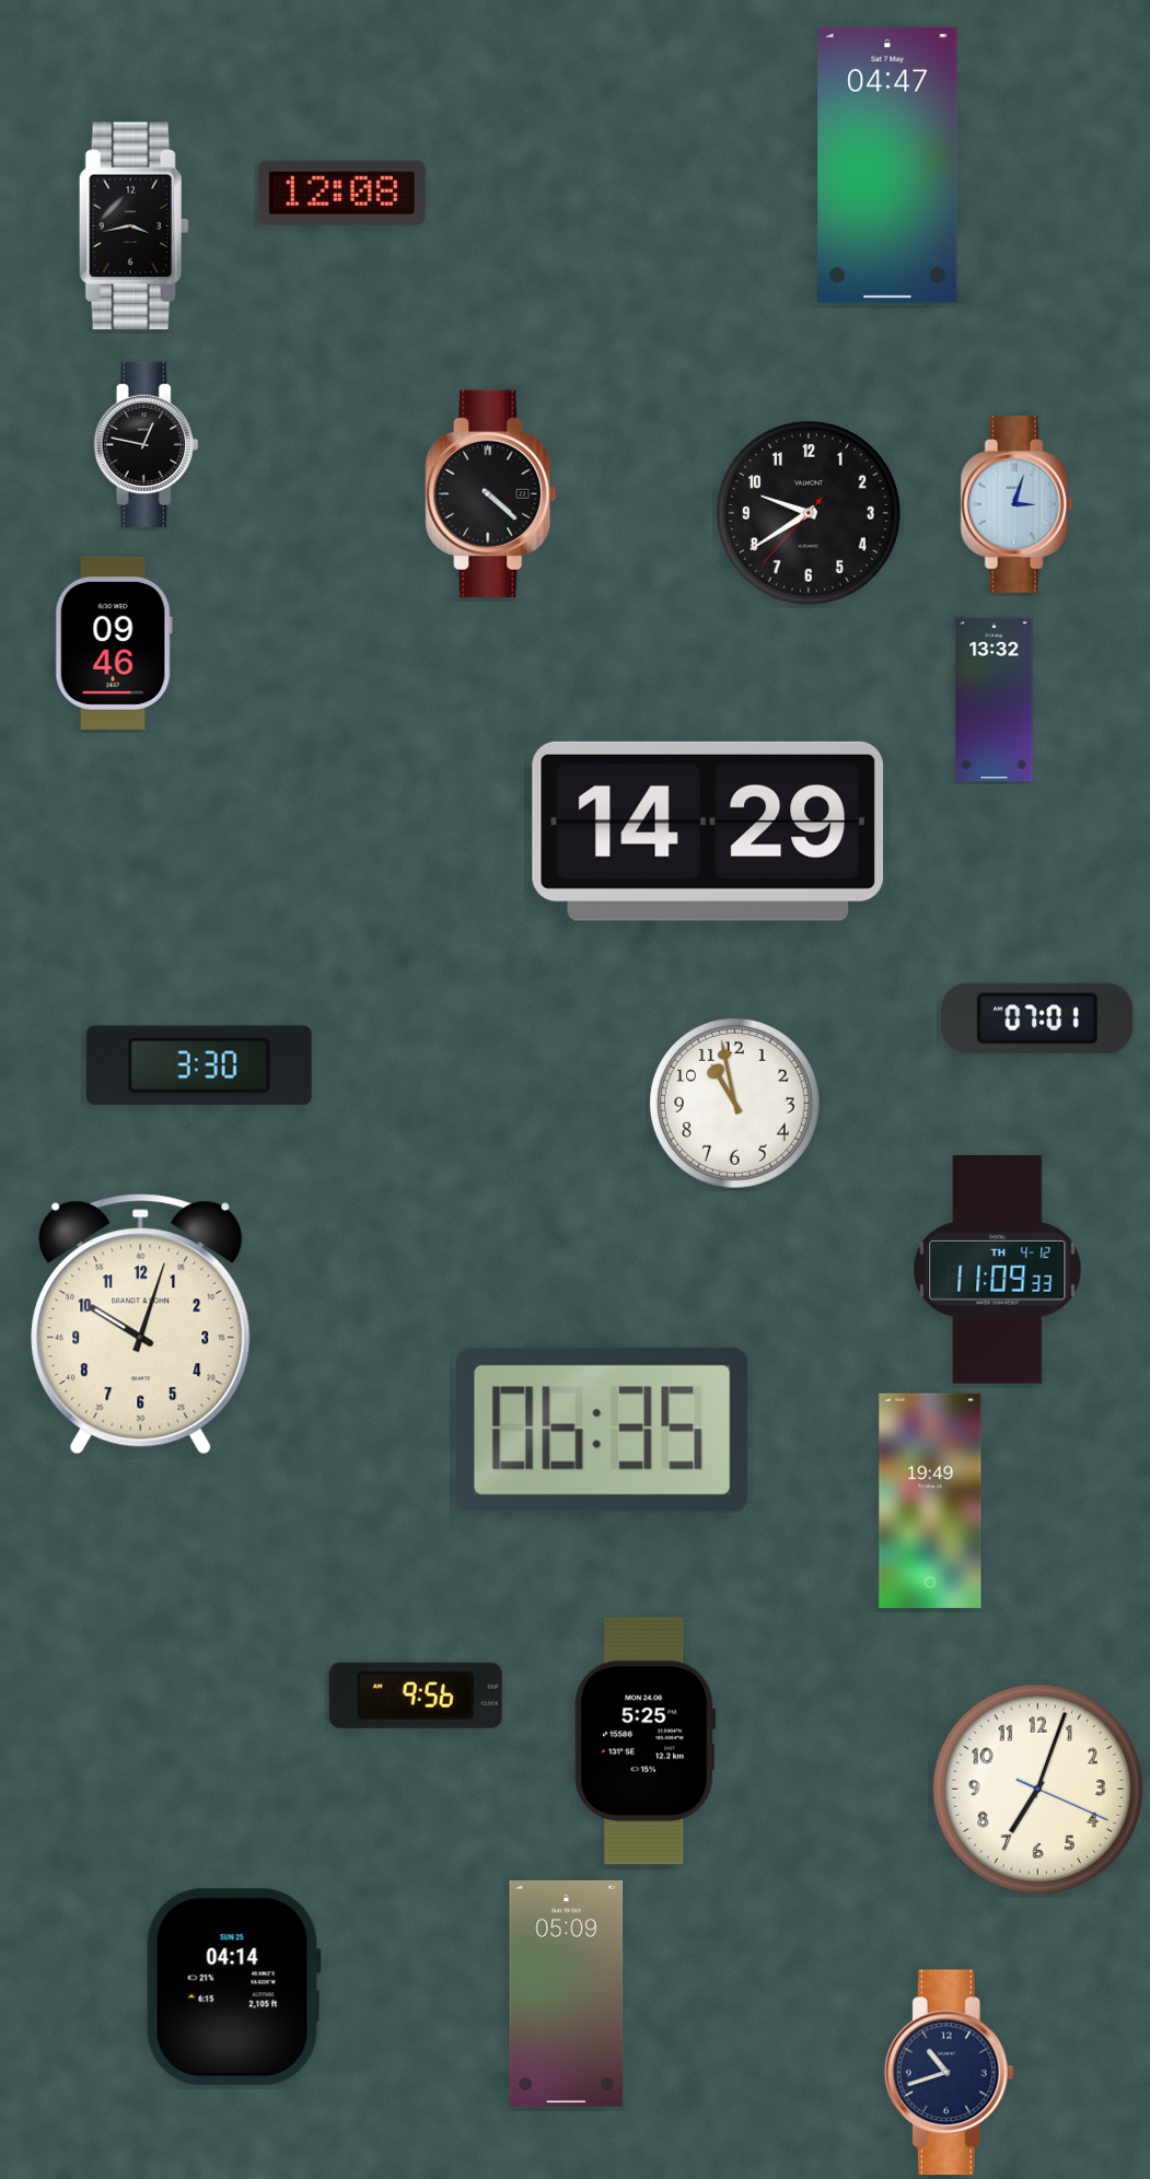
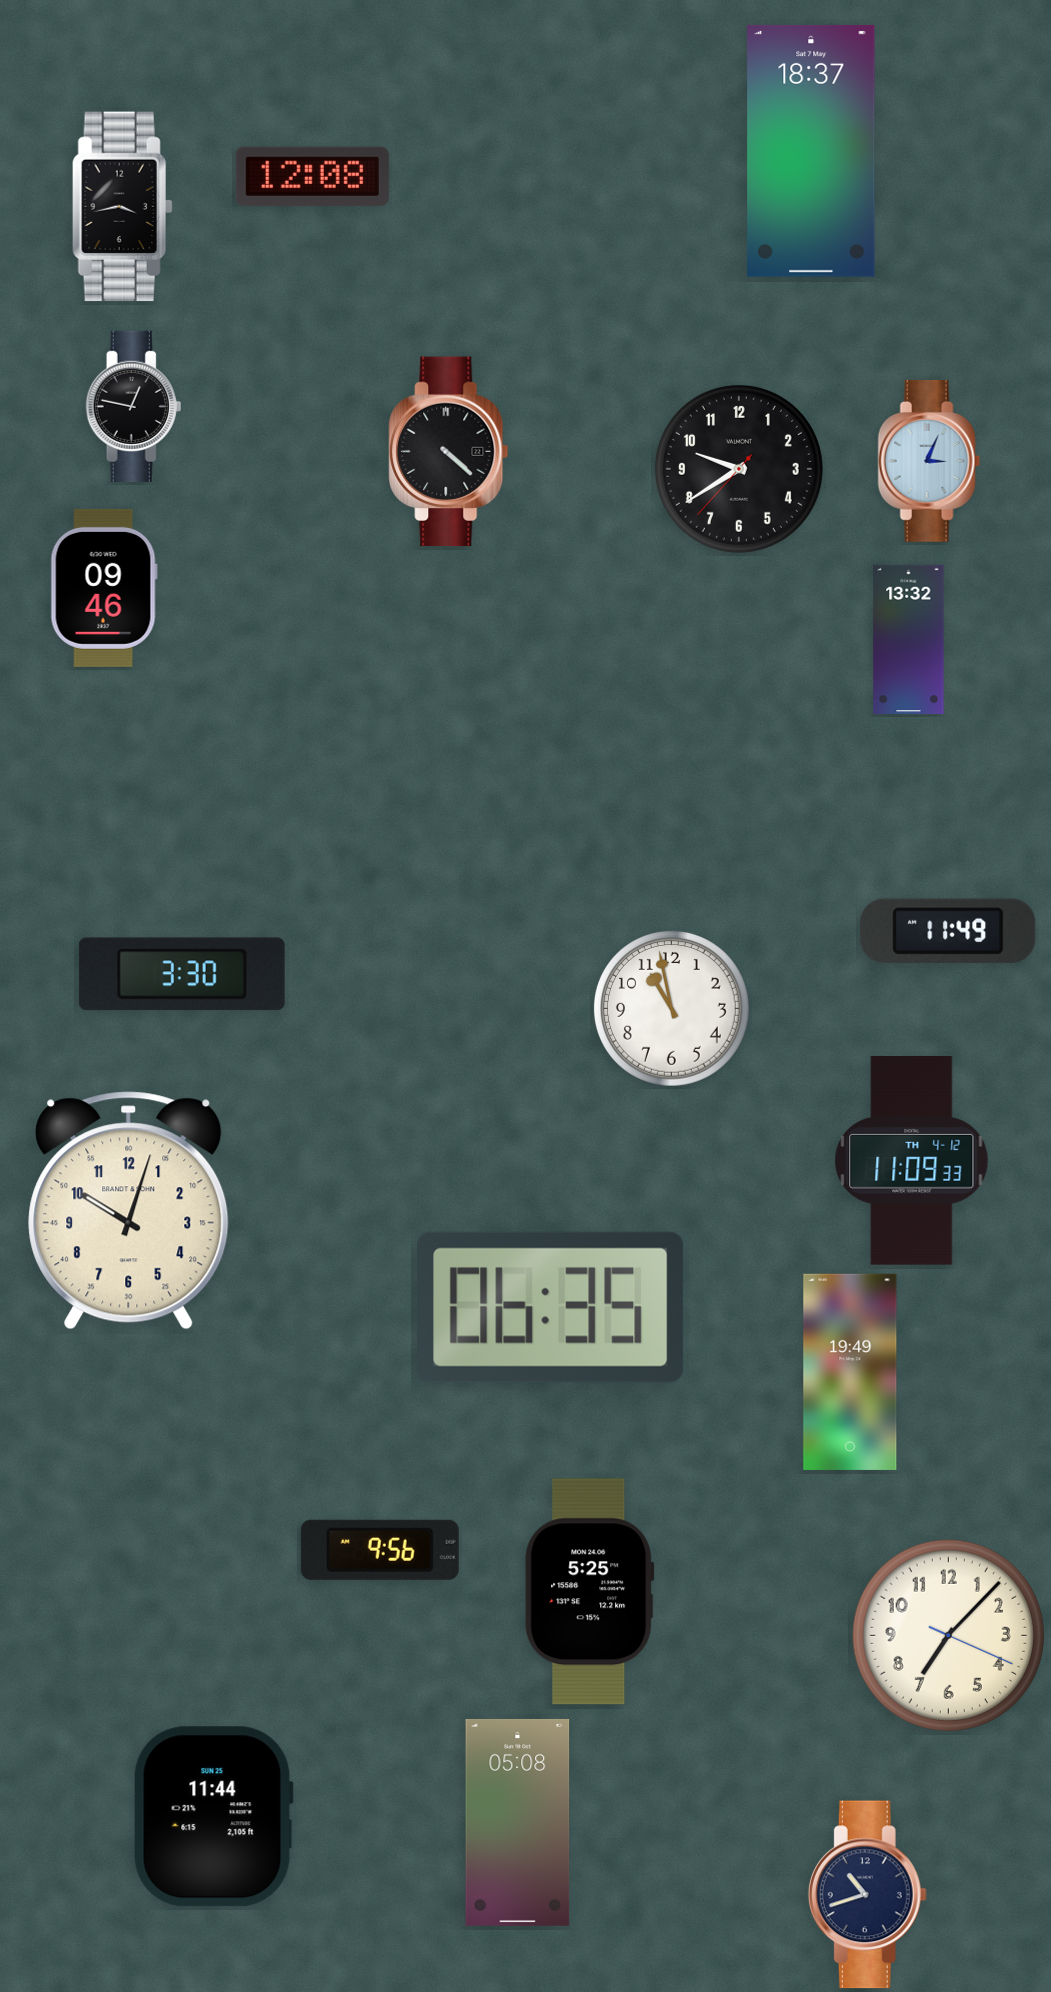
clock at (887, 165): 04:47 -> 18:37
clock at (1017, 504): 3:03 -> 3:04
clock at (707, 831): 14:29 -> none
clock at (1037, 1018): 07:01 -> 11:49
clock at (1037, 1788): 7:03 -> 7:07
clock at (233, 1988): 04:14 -> 11:44
clock at (567, 1993): 05:09 -> 05:08
